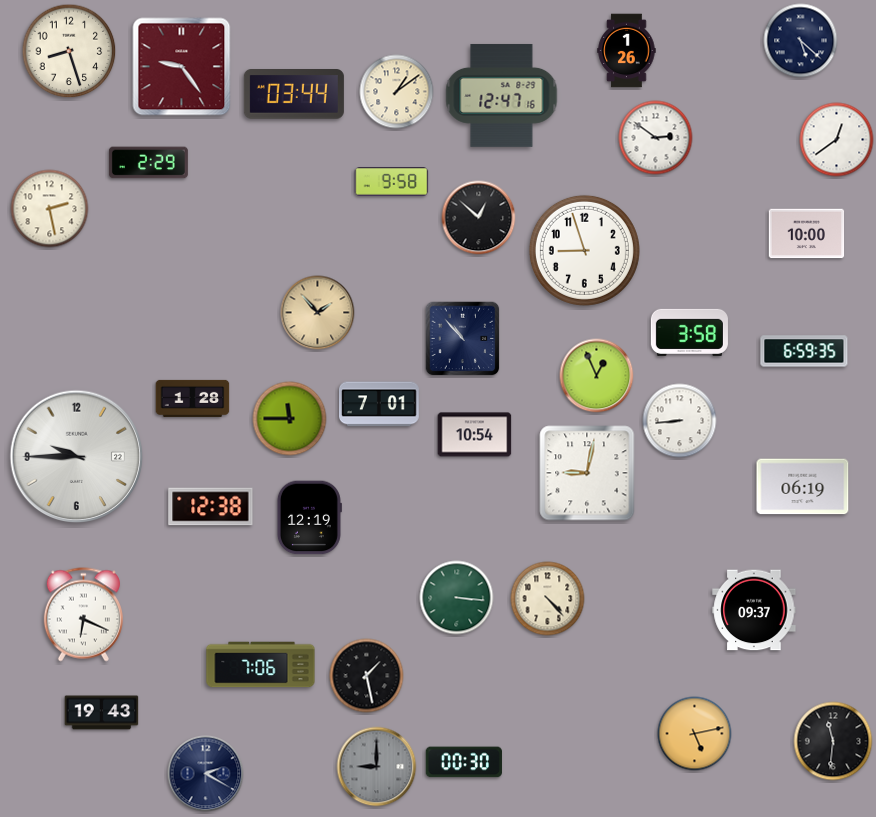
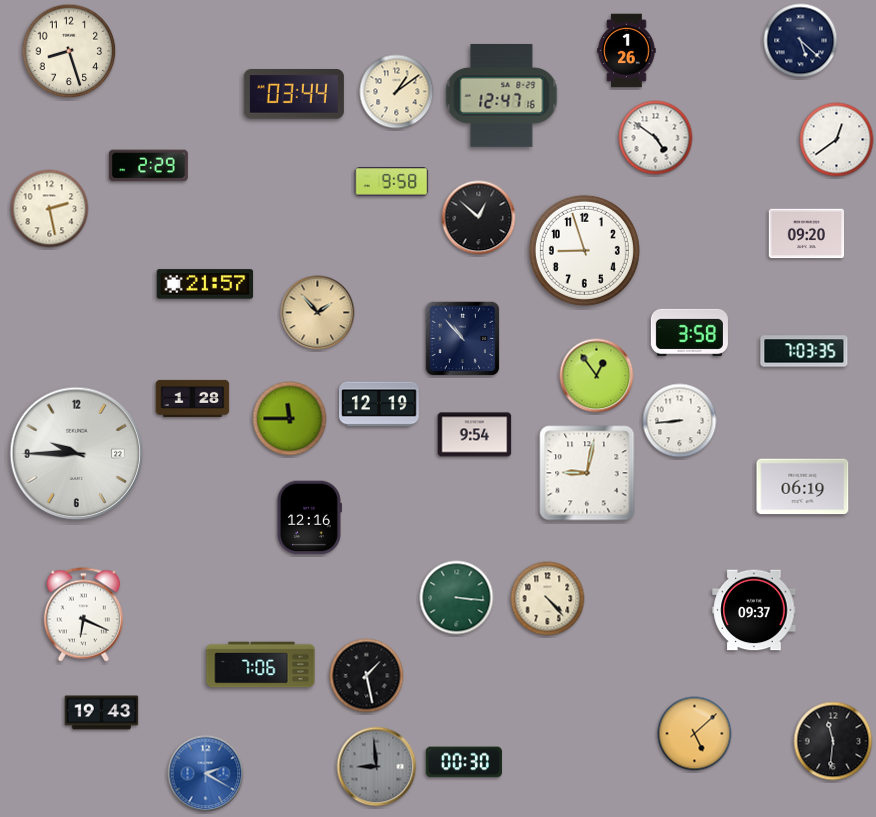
clock at (182, 67): 9:24 -> none
clock at (656, 138): 2:51 -> 4:51
clock at (148, 163) position: (148, 163) -> (148, 166)
clock at (807, 234): 10:00 -> 09:20
clock at (205, 284): none -> 21:57
clock at (804, 351): 6:59 -> 7:03
clock at (597, 376): 12:56 -> 12:54
clock at (380, 404): 7:01 -> 12:19
clock at (475, 435): 10:54 -> 9:54
clock at (77, 457) position: (77, 457) -> (77, 454)
clock at (211, 507): 12:38 -> none
clock at (309, 518): 12:19 -> 12:16
clock at (695, 734): 5:13 -> 5:08
clock at (377, 767): 9:00 -> 8:59
clock at (206, 774) dial: navy -> blue
